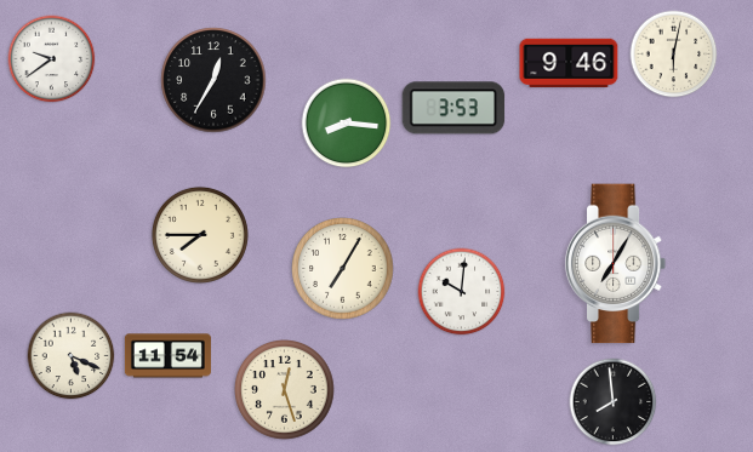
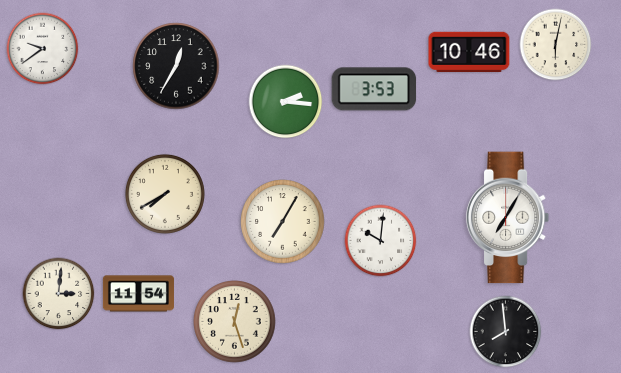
clock at (569, 63): 9:46 -> 10:46
clock at (347, 124): 8:16 -> 2:16
clock at (200, 235): 7:45 -> 7:40
clock at (72, 356): 5:19 -> 3:01
